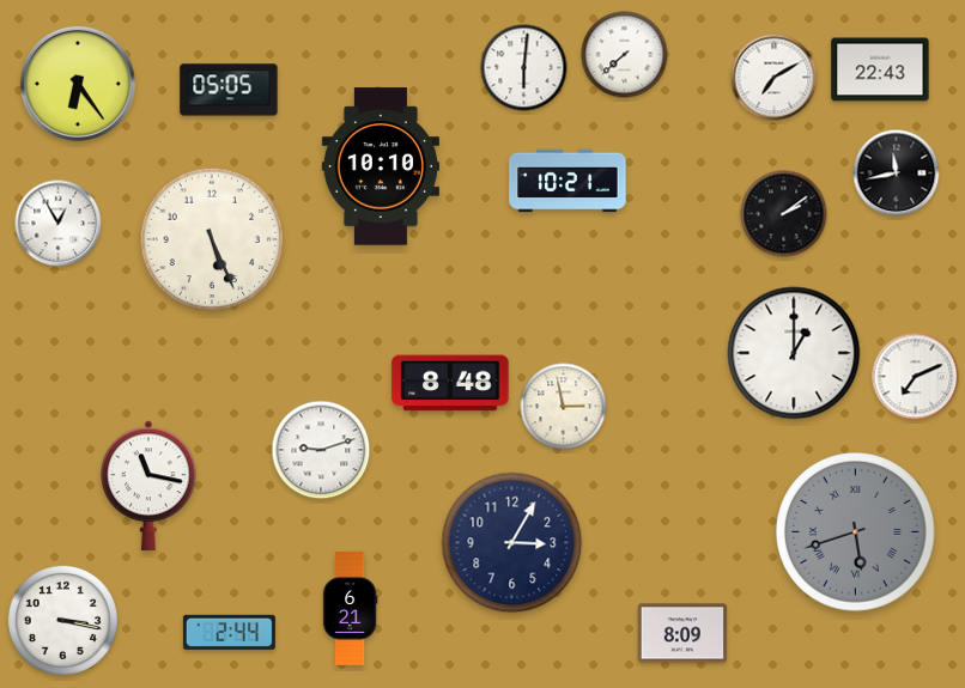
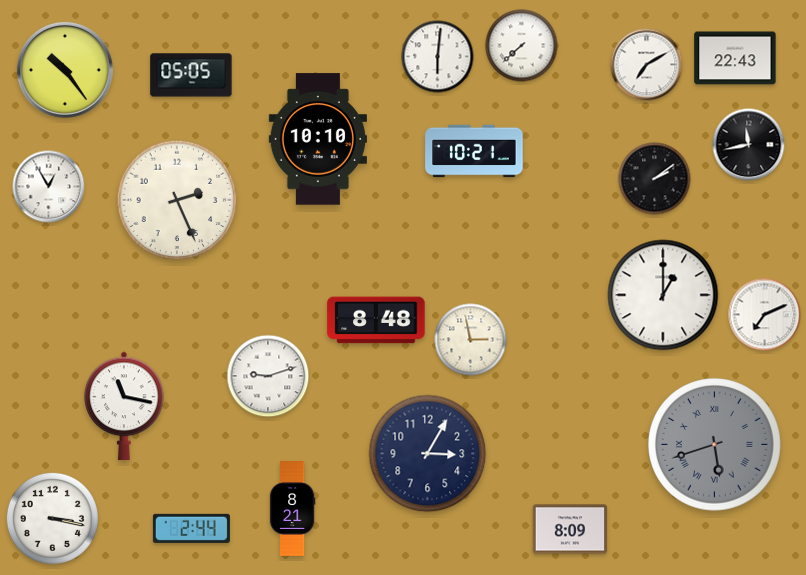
clock at (78, 84): 6:24 -> 10:24
clock at (212, 239): 5:26 -> 2:26
clock at (350, 609): 6:21 -> 8:21
